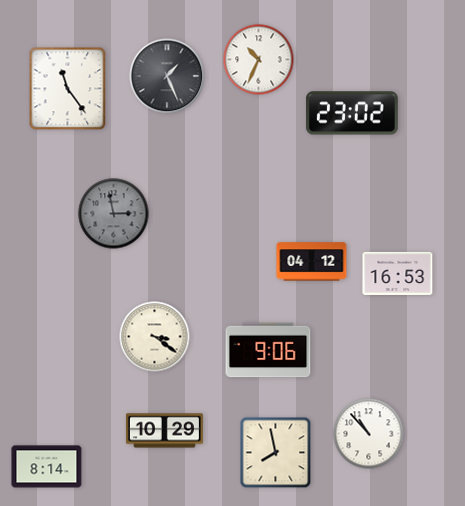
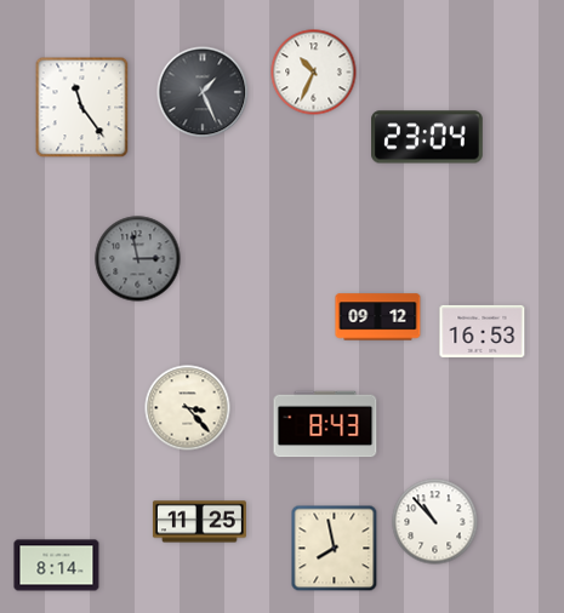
clock at (353, 113): 23:02 -> 23:04
clock at (312, 262): 04:12 -> 09:12
clock at (155, 337): 3:21 -> 3:23
clock at (268, 350): 9:06 -> 8:43
clock at (164, 431): 10:29 -> 11:25
clock at (369, 434) position: (369, 434) -> (435, 522)
